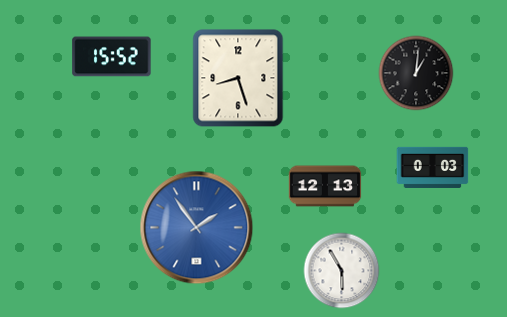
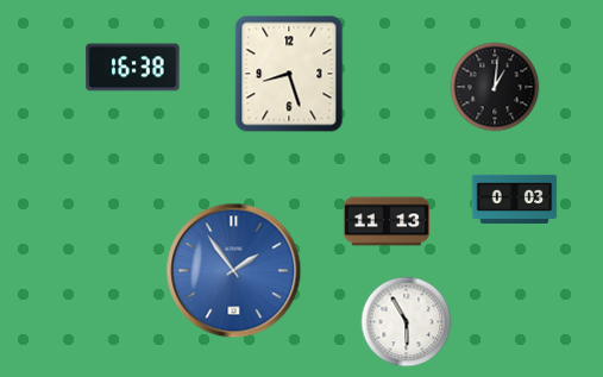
clock at (112, 57): 15:52 -> 16:38
clock at (238, 78) position: (238, 78) -> (289, 74)
clock at (325, 186): 12:13 -> 11:13
